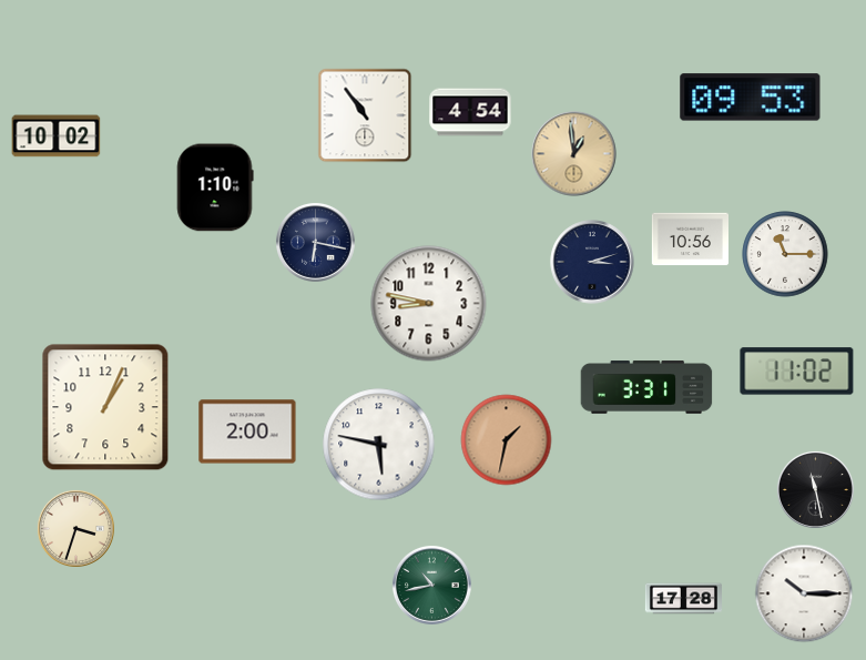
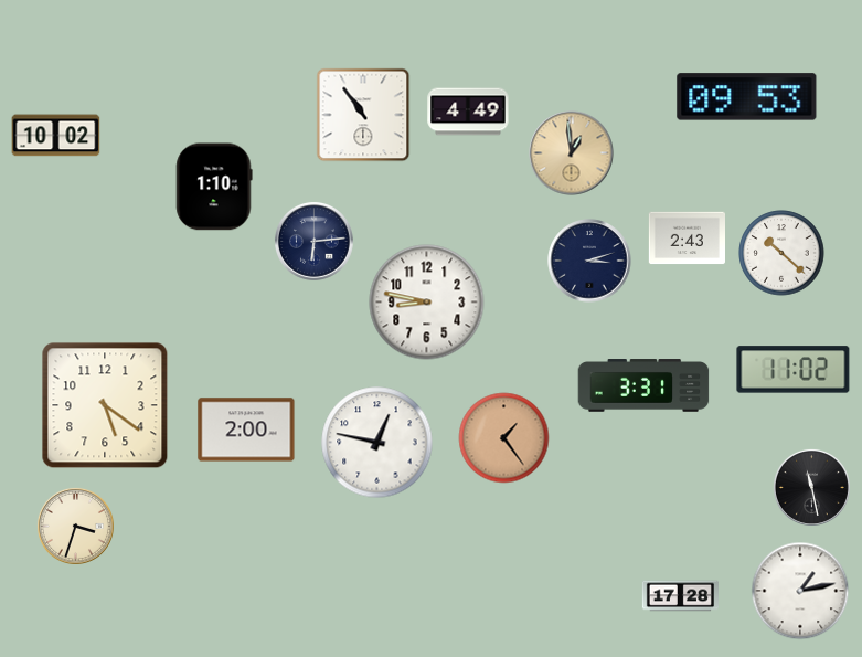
clock at (470, 112): 4:54 -> 4:49
clock at (690, 240): 10:56 -> 2:43
clock at (316, 243): 6:17 -> 6:14
clock at (785, 254): 11:15 -> 10:22
clock at (105, 407): 1:04 -> 5:21
clock at (507, 440): 1:32 -> 1:24
clock at (379, 445): 5:47 -> 12:47
clock at (432, 586): 10:43 -> none
clock at (804, 593): 10:15 -> 1:13
